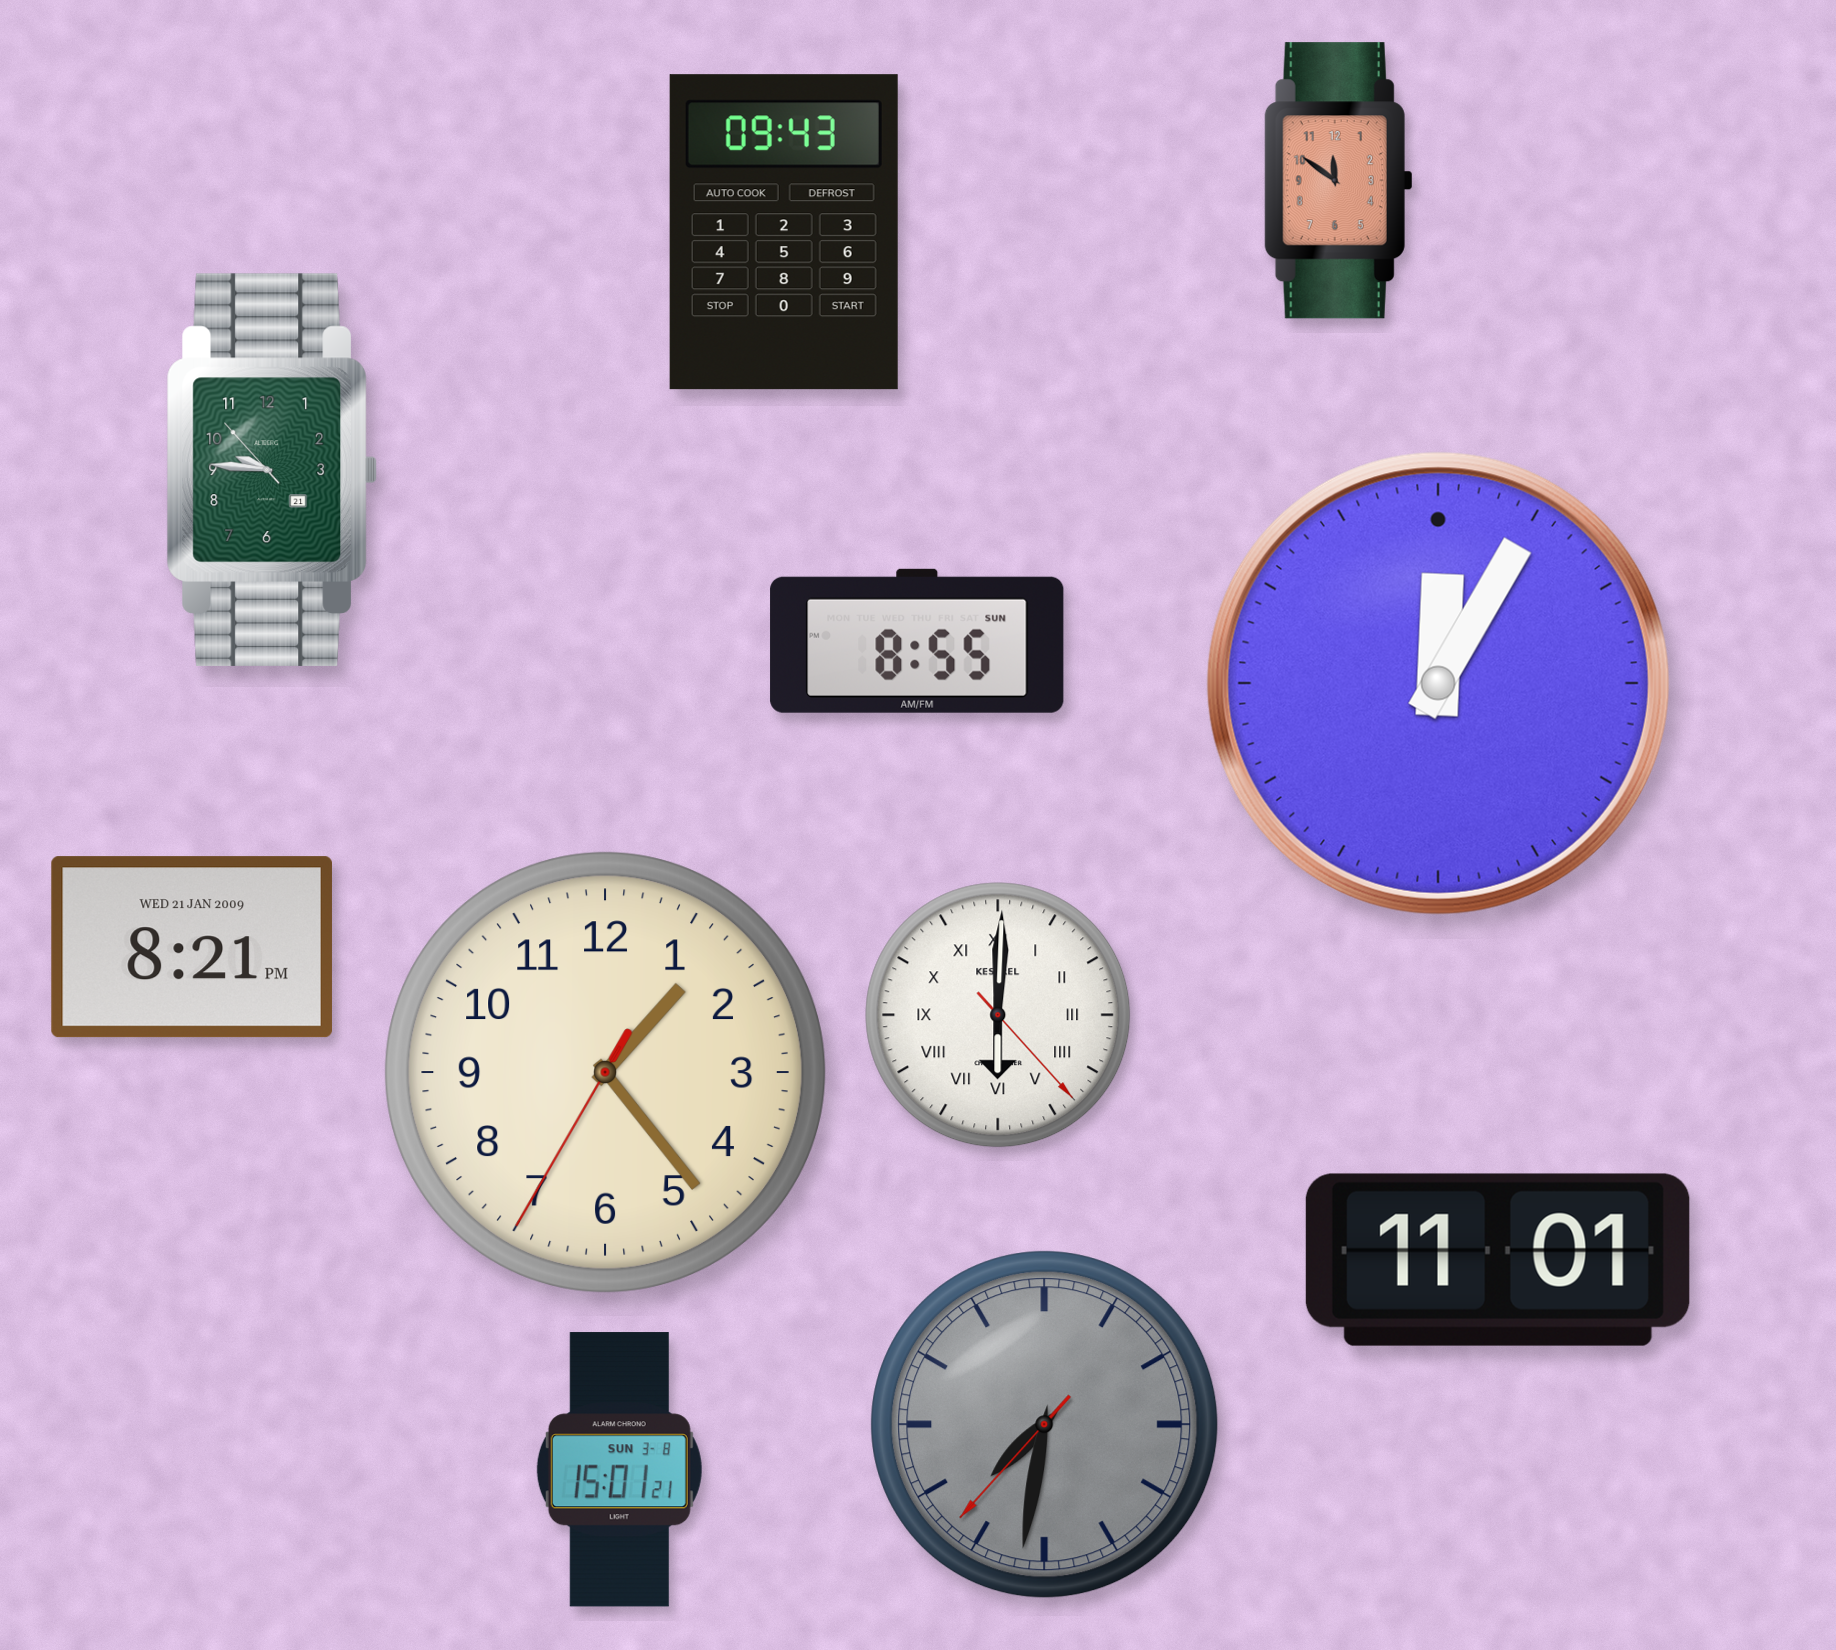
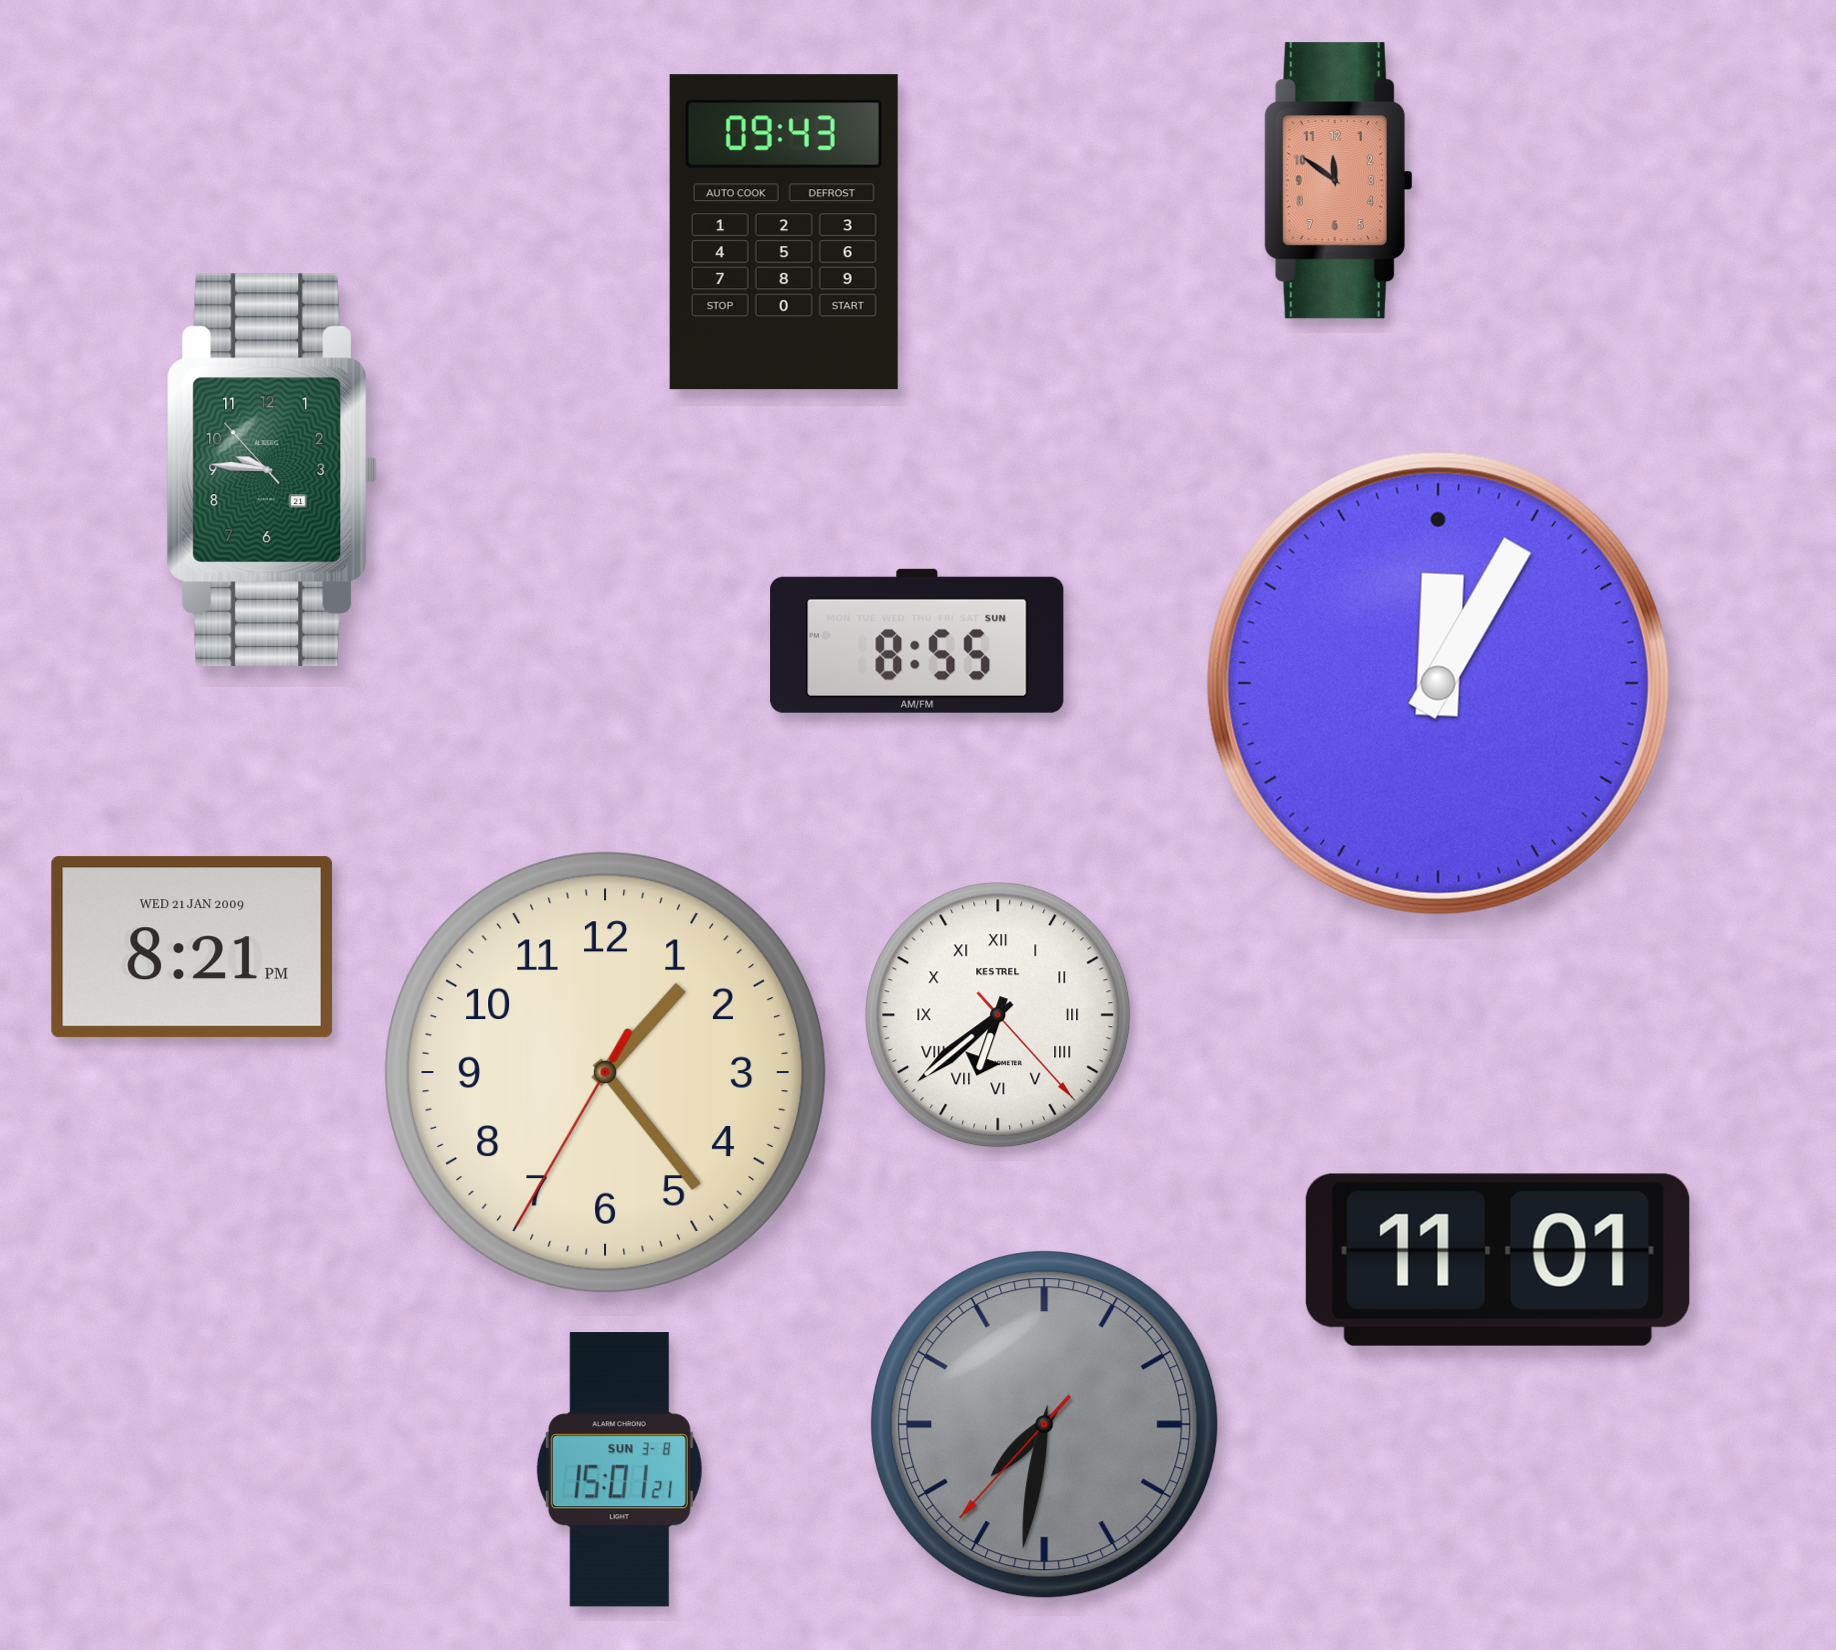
clock at (998, 1015): 6:00 -> 6:38
